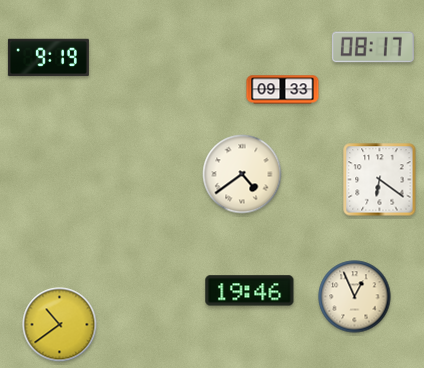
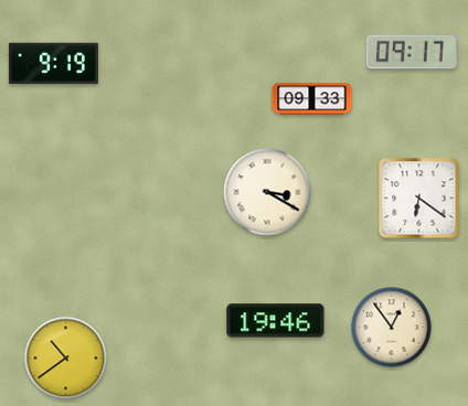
clock at (373, 47): 08:17 -> 09:17
clock at (242, 174): 4:39 -> 3:20
clock at (355, 297): 12:56 -> 12:54
